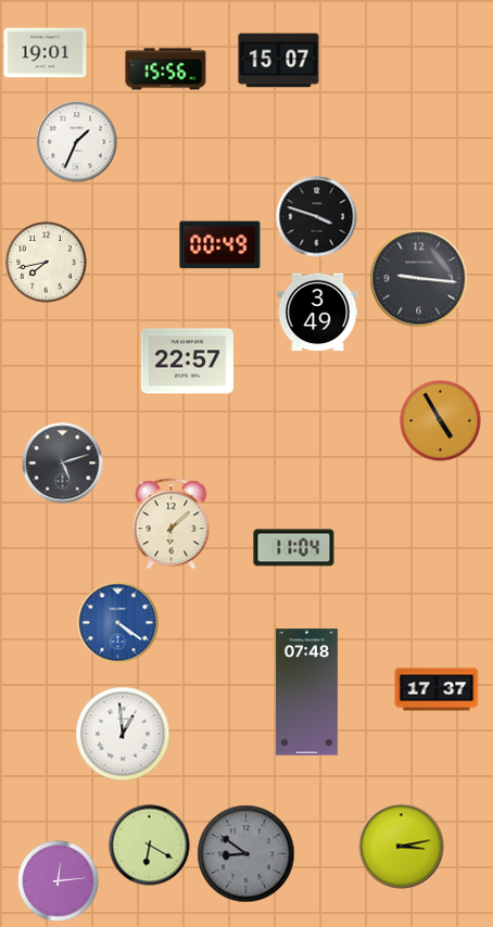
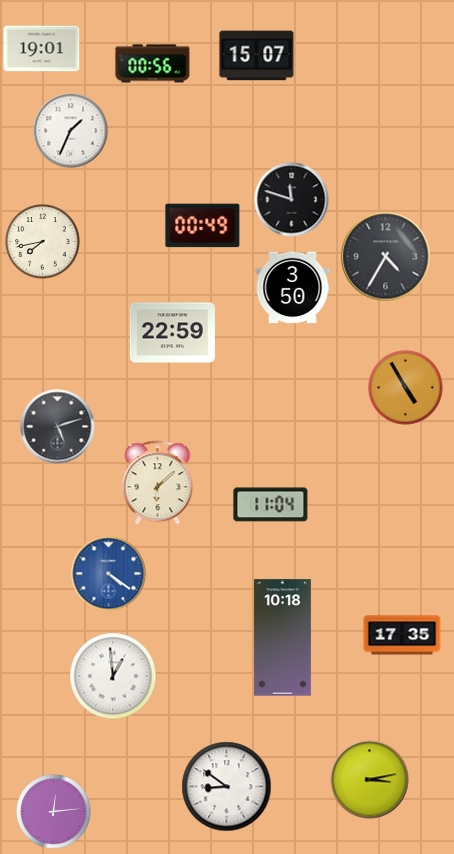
clock at (166, 69): 15:56 -> 00:56
clock at (317, 217): 3:48 -> 11:48
clock at (419, 279): 9:16 -> 4:35
clock at (318, 313): 3:49 -> 3:50
clock at (187, 361): 22:57 -> 22:59
clock at (437, 689): 17:37 -> 17:35
clock at (306, 693): 07:48 -> 10:18
clock at (150, 846): 6:20 -> none
clock at (246, 854) dial: grey -> white
